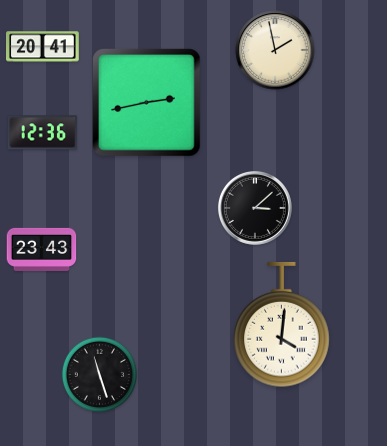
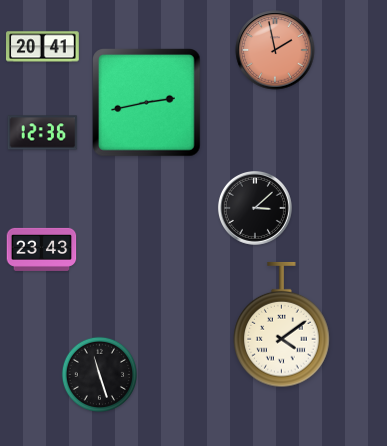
clock at (275, 50) dial: cream -> salmon
clock at (282, 325): 4:01 -> 4:09
